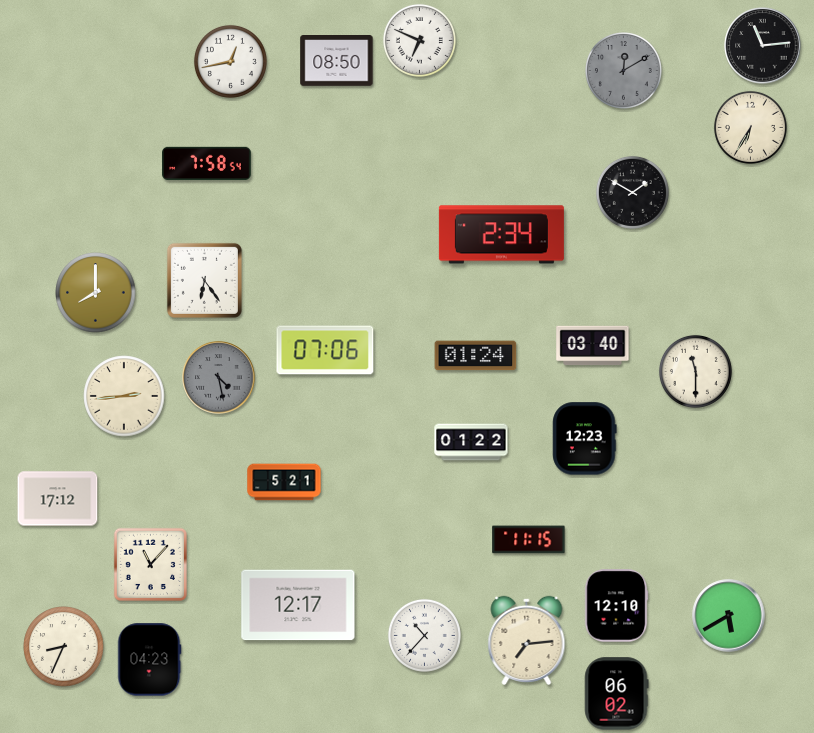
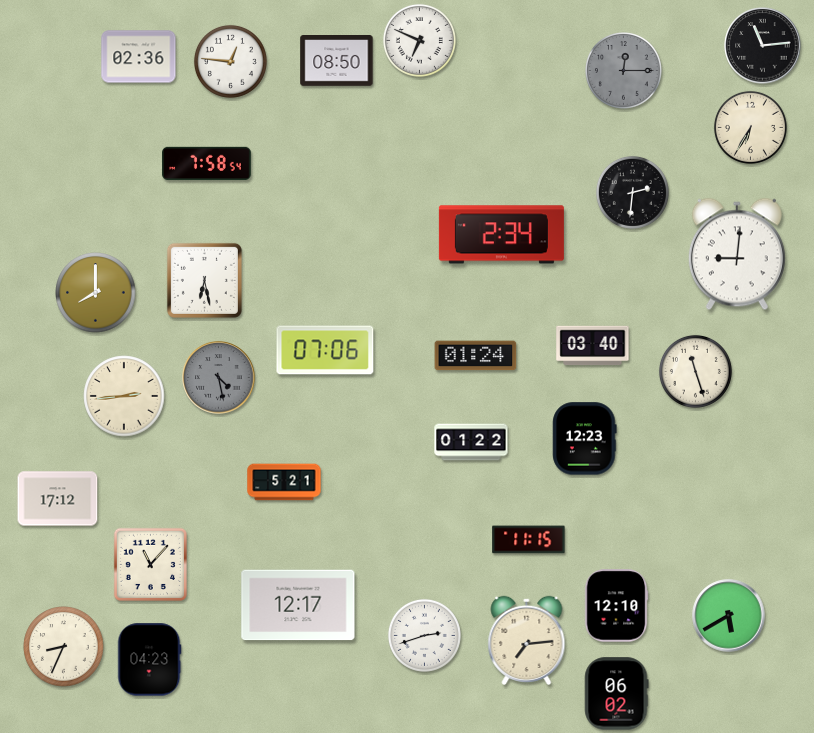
clock at (139, 57): none -> 02:36
clock at (230, 61): 12:43 -> 12:46
clock at (624, 71): 12:10 -> 12:15
clock at (632, 192): 1:50 -> 2:31
clock at (737, 254): none -> 9:01
clock at (204, 280): 6:24 -> 6:28
clock at (695, 371): 11:30 -> 11:27
clock at (424, 635): 10:37 -> 2:42
